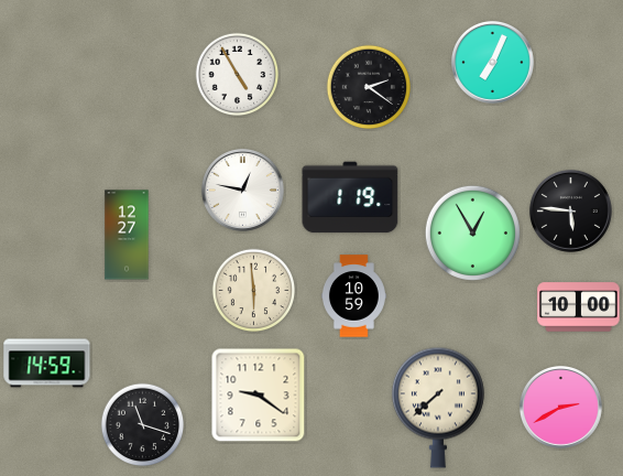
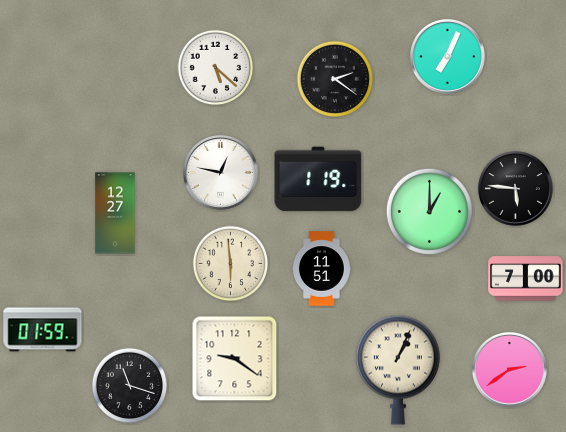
clock at (238, 75): 4:55 -> 5:22
clock at (570, 210) position: (570, 210) -> (515, 188)
clock at (472, 232): 12:55 -> 1:00
clock at (353, 296): 10:59 -> 11:51
clock at (579, 307): 10:00 -> 7:00
clock at (47, 364): 14:59 -> 01:59
clock at (560, 407): 2:40 -> 2:39
clock at (438, 408): 7:38 -> 1:04
